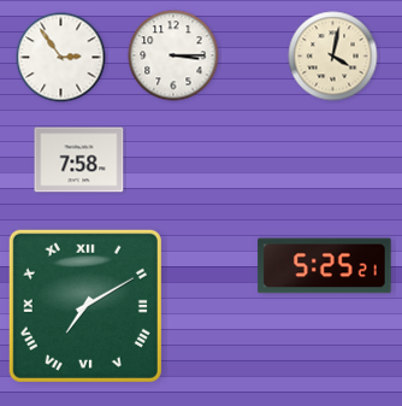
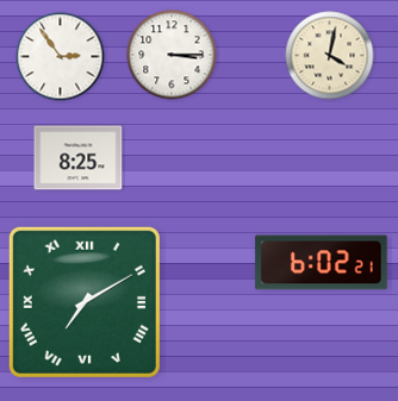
clock at (79, 160): 7:58 -> 8:25
clock at (325, 266): 5:25 -> 6:02
